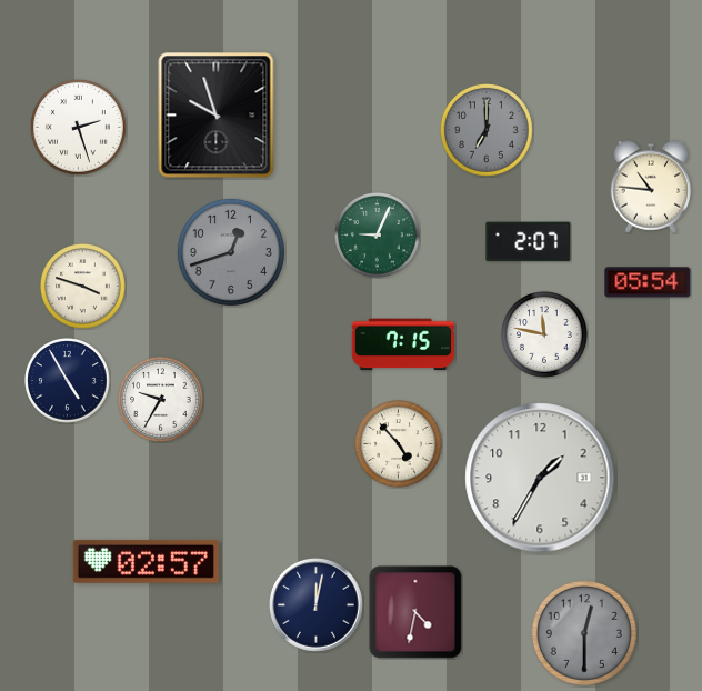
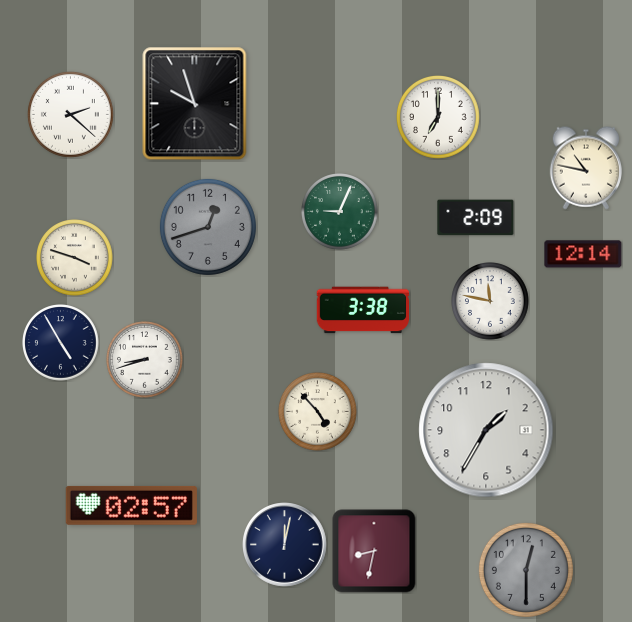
clock at (78, 127): 2:27 -> 2:22
clock at (487, 130) dial: grey -> white
clock at (650, 187): 10:46 -> 10:47
clock at (529, 242): 2:07 -> 2:09
clock at (648, 282): 05:54 -> 12:14
clock at (402, 344): 7:15 -> 3:38
clock at (161, 400): 9:35 -> 8:42
clock at (399, 444) position: (399, 444) -> (318, 412)
clock at (415, 612): 4:32 -> 8:32
